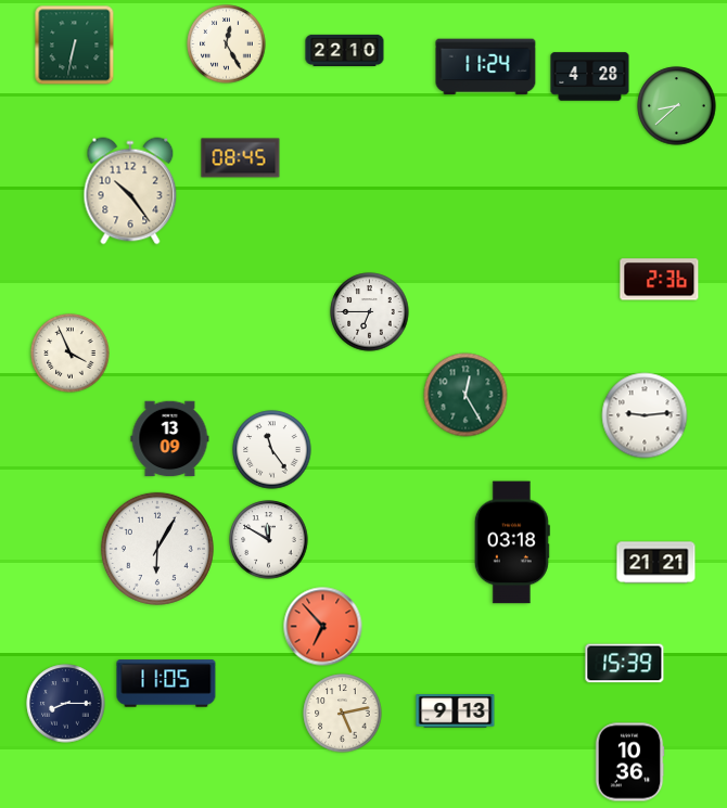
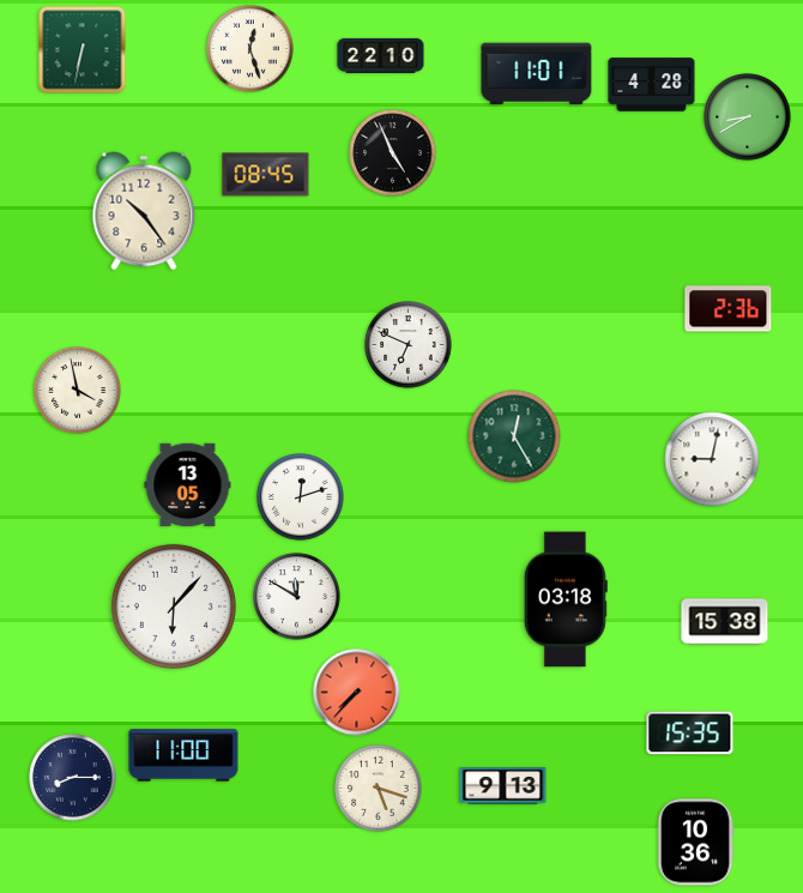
clock at (227, 44): 12:25 -> 12:27
clock at (486, 67): 11:24 -> 11:01
clock at (677, 106): 8:38 -> 8:40
clock at (393, 153): none -> 4:56
clock at (370, 312): 6:45 -> 6:49
clock at (71, 354): 3:56 -> 3:58
clock at (645, 415): 9:14 -> 9:02
clock at (170, 439): 13:09 -> 13:05
clock at (272, 450): 11:24 -> 12:12
clock at (157, 549): 6:05 -> 6:07
clock at (656, 563): 21:21 -> 15:38
clock at (323, 627): 6:53 -> 7:37
clock at (625, 664): 15:39 -> 15:35
clock at (166, 683): 11:05 -> 11:00
clock at (343, 714): 5:13 -> 5:18
